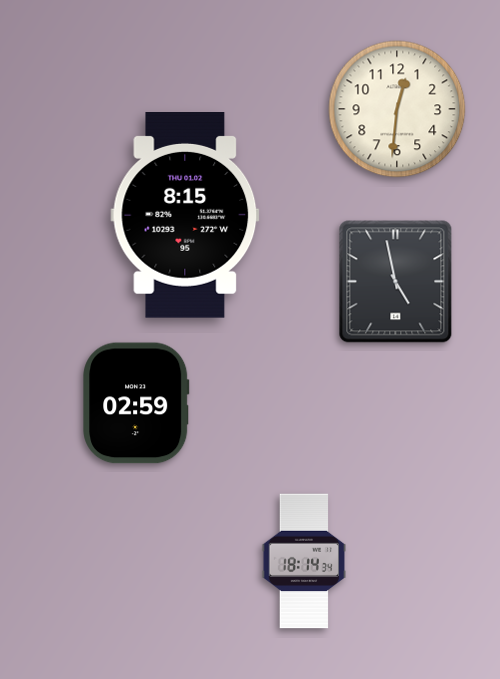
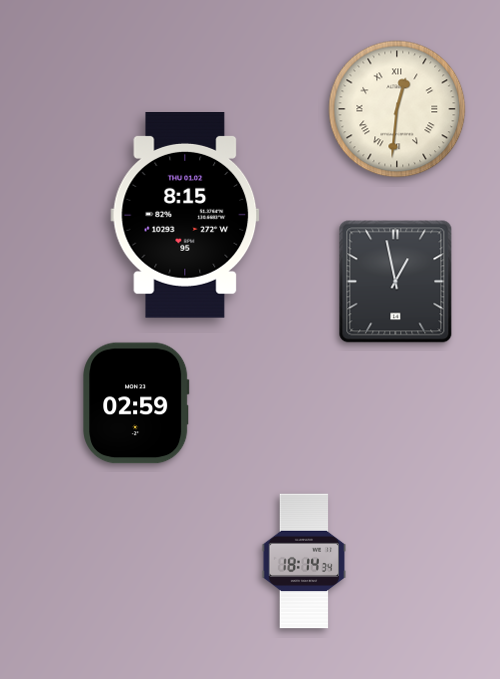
clock at (397, 109) numerals: Arabic -> Roman
clock at (396, 282): 4:58 -> 12:58
